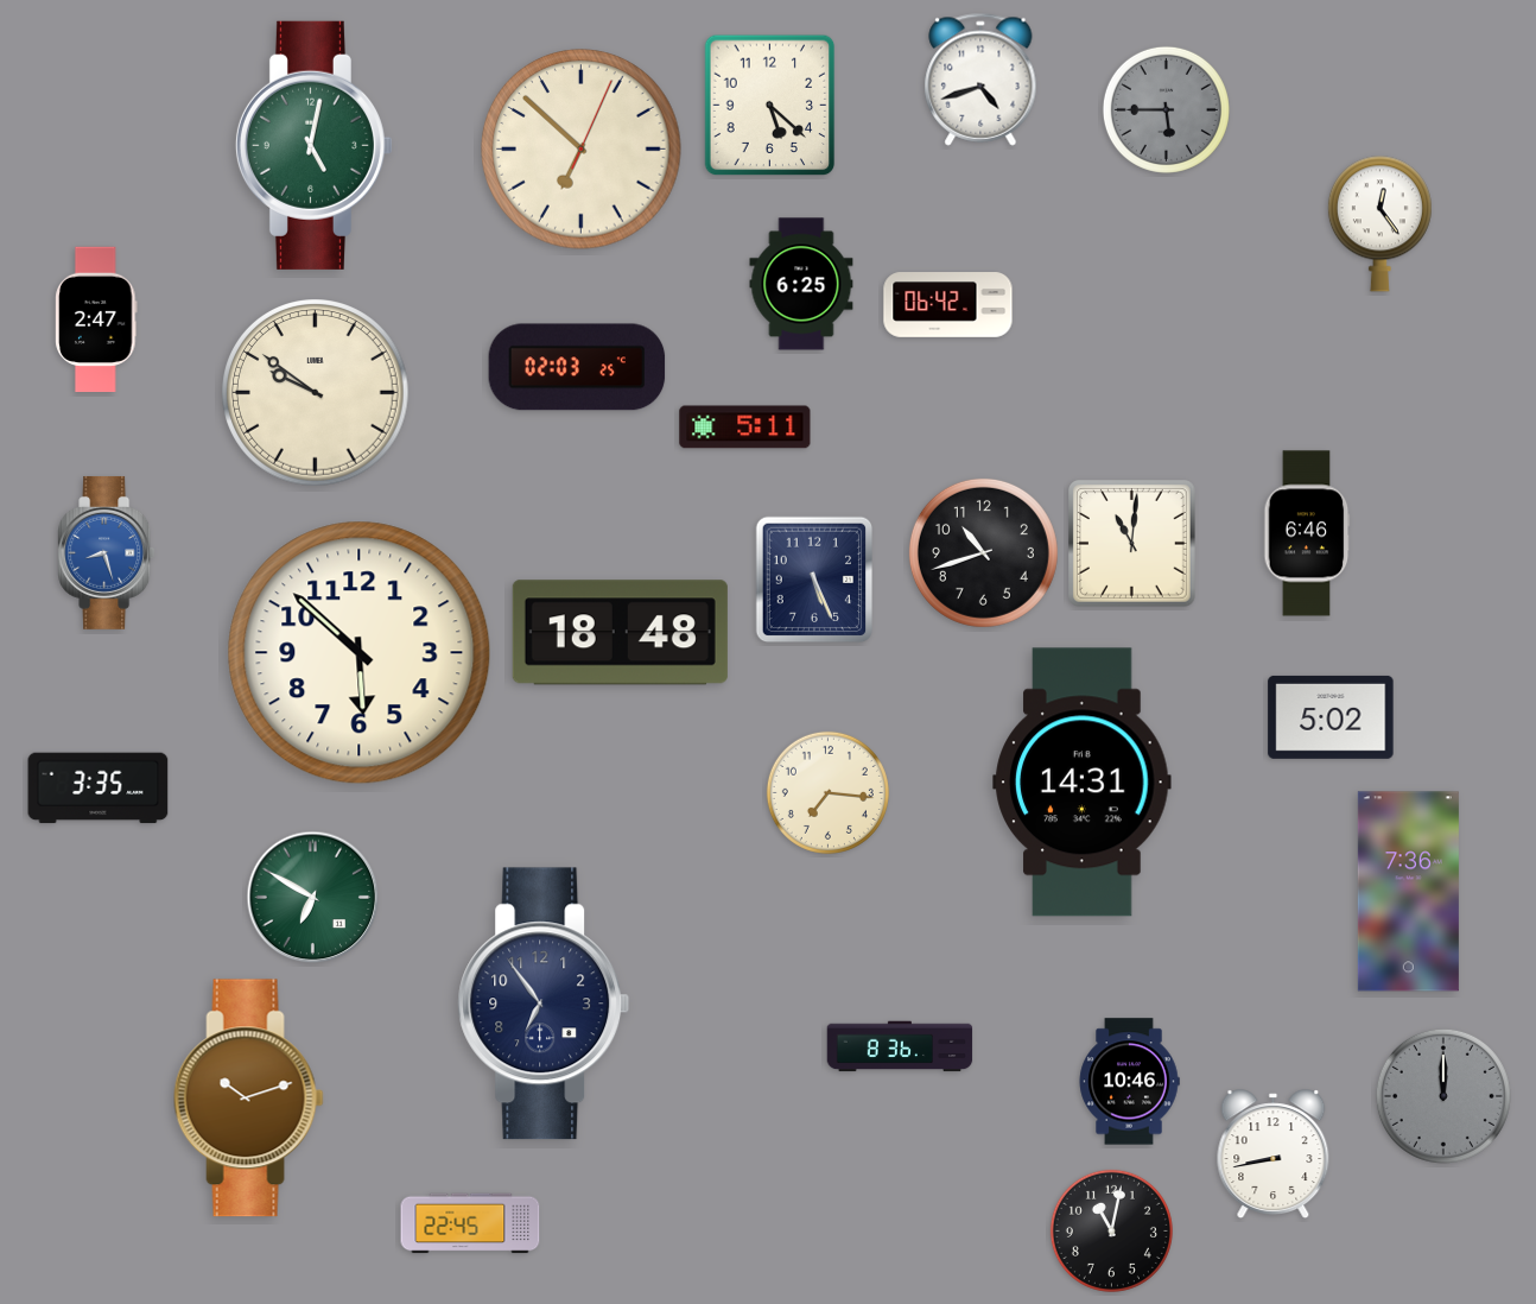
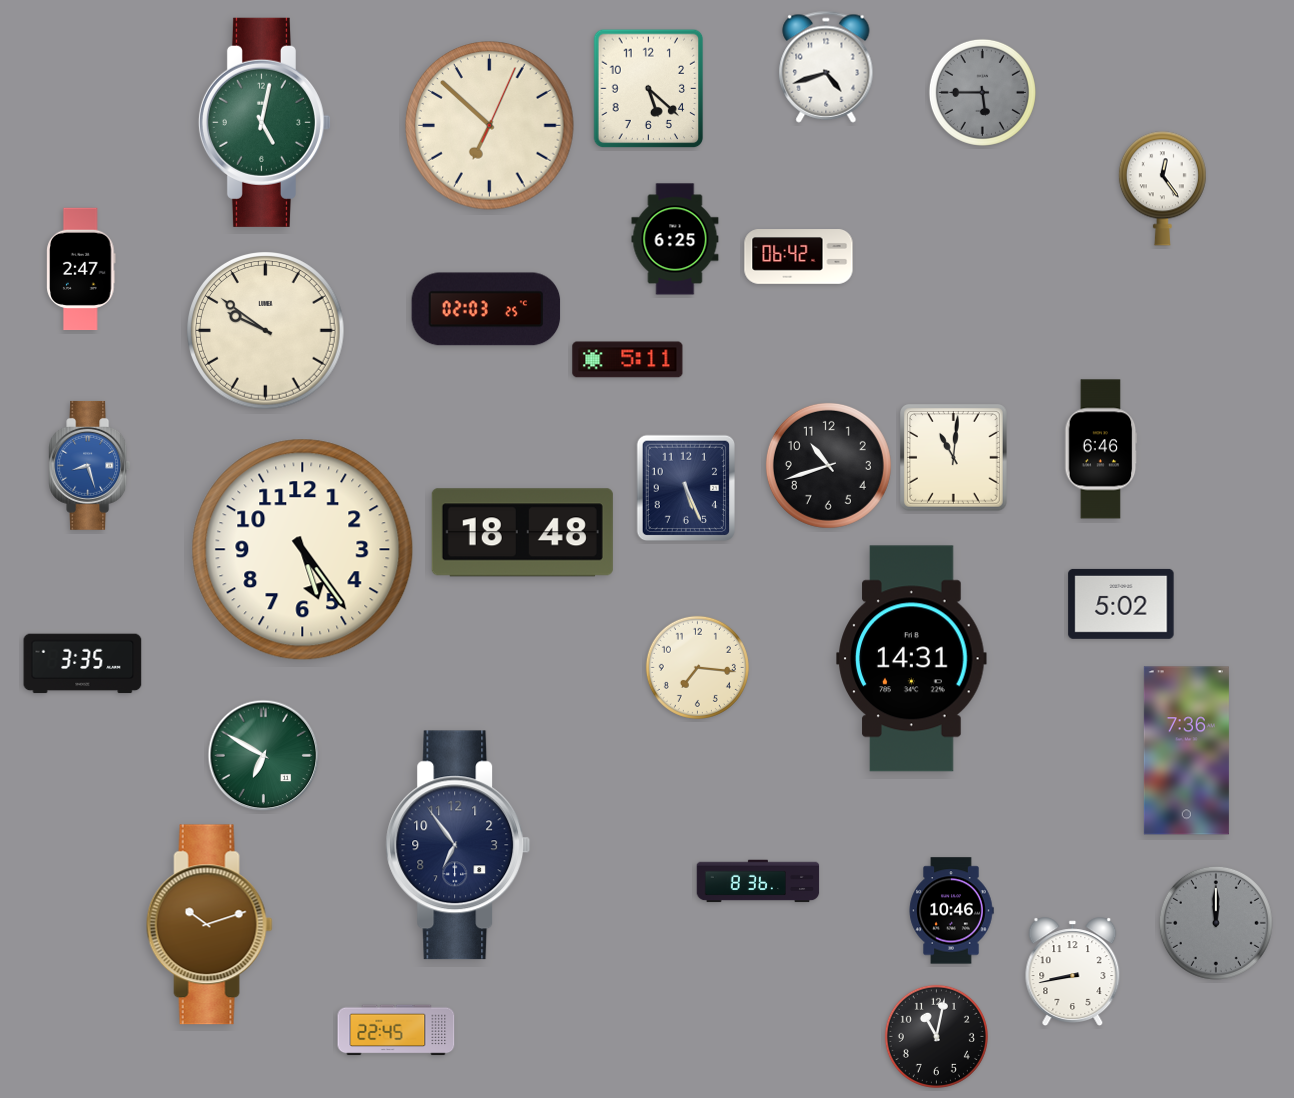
clock at (360, 653): 5:52 -> 5:24
